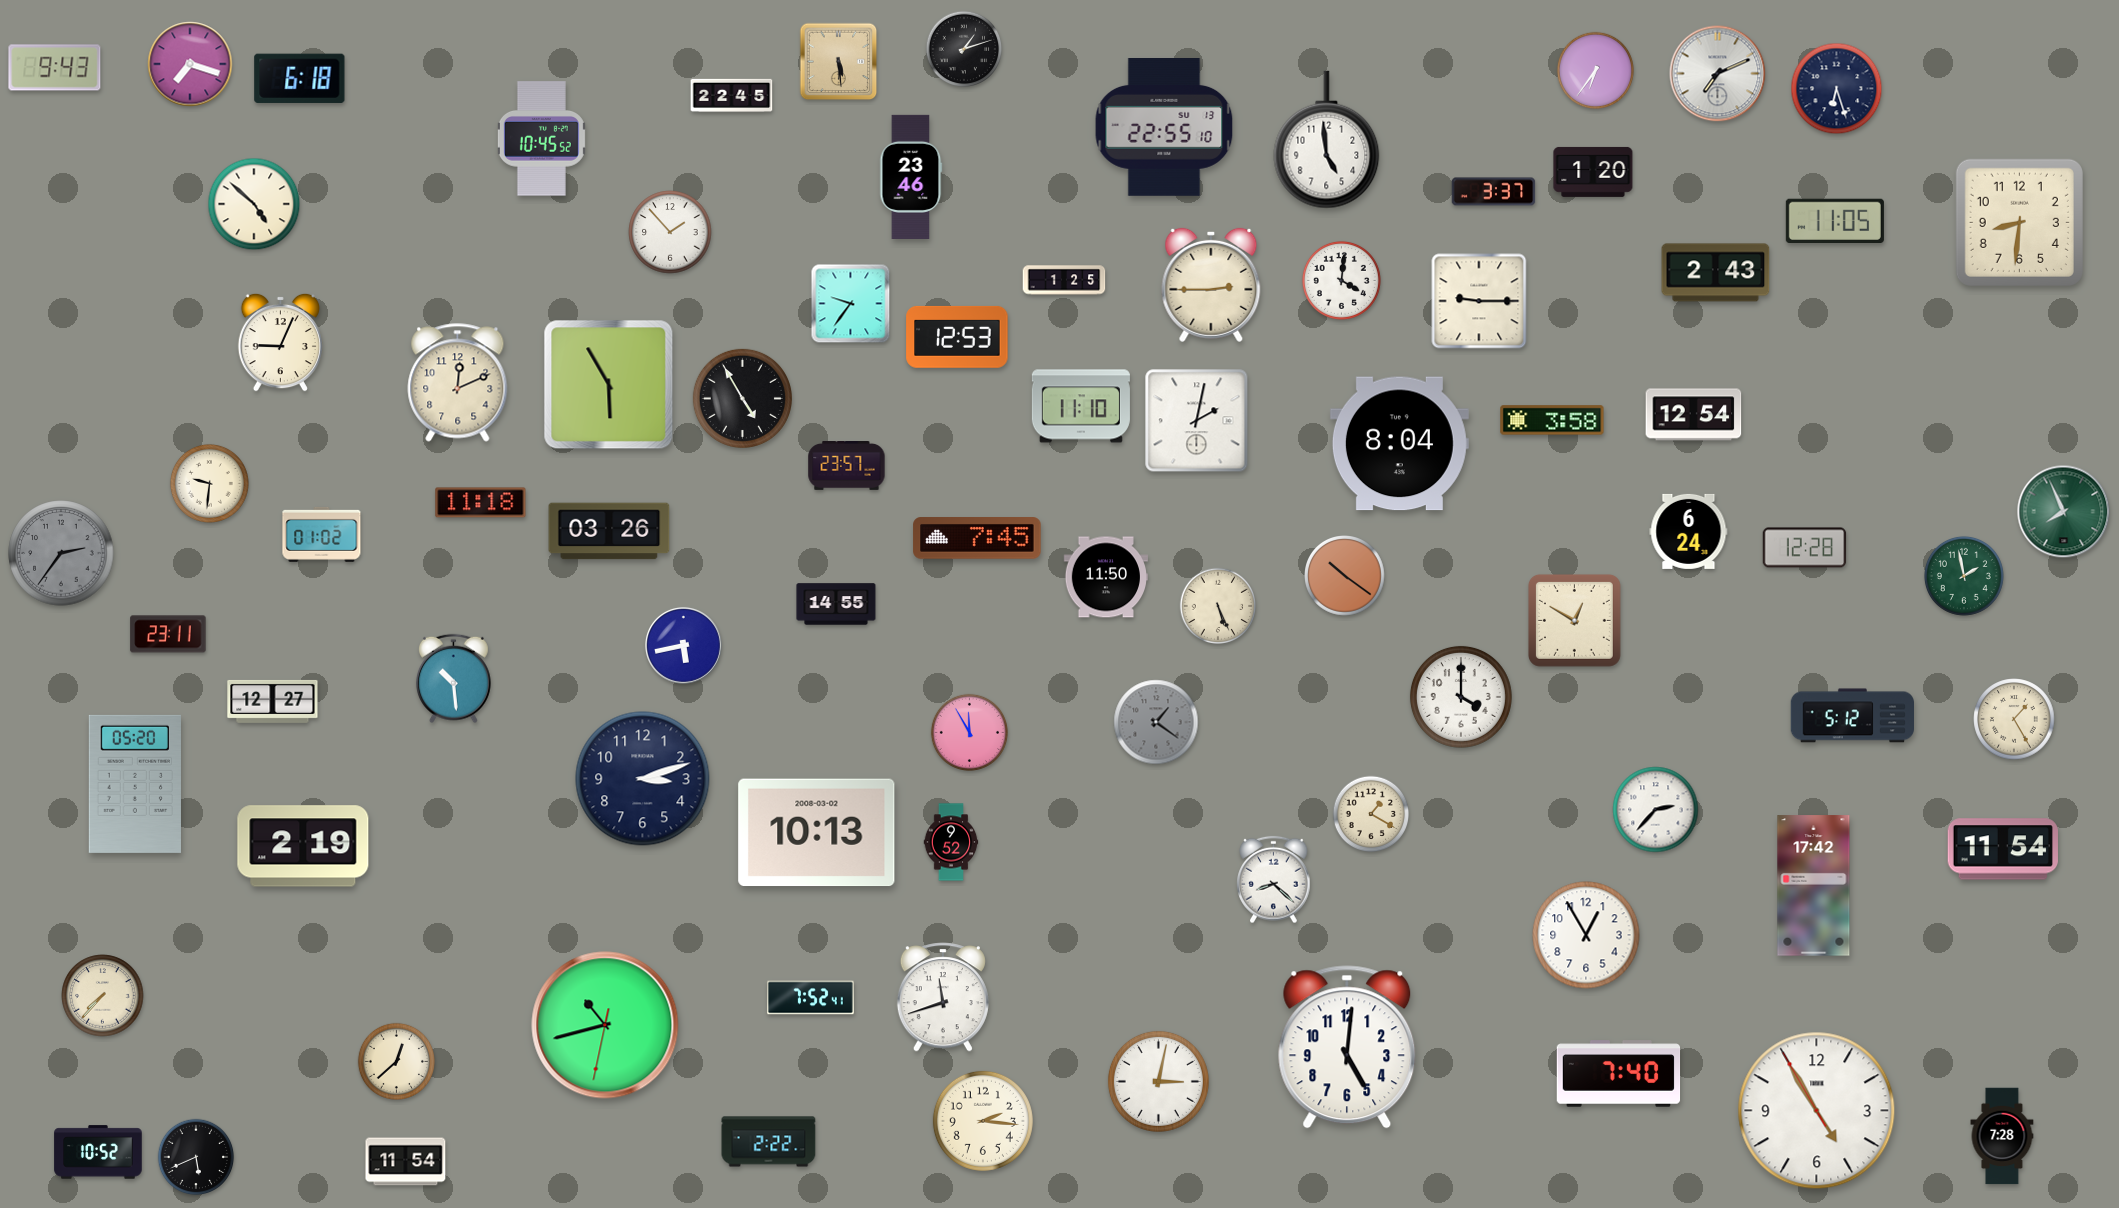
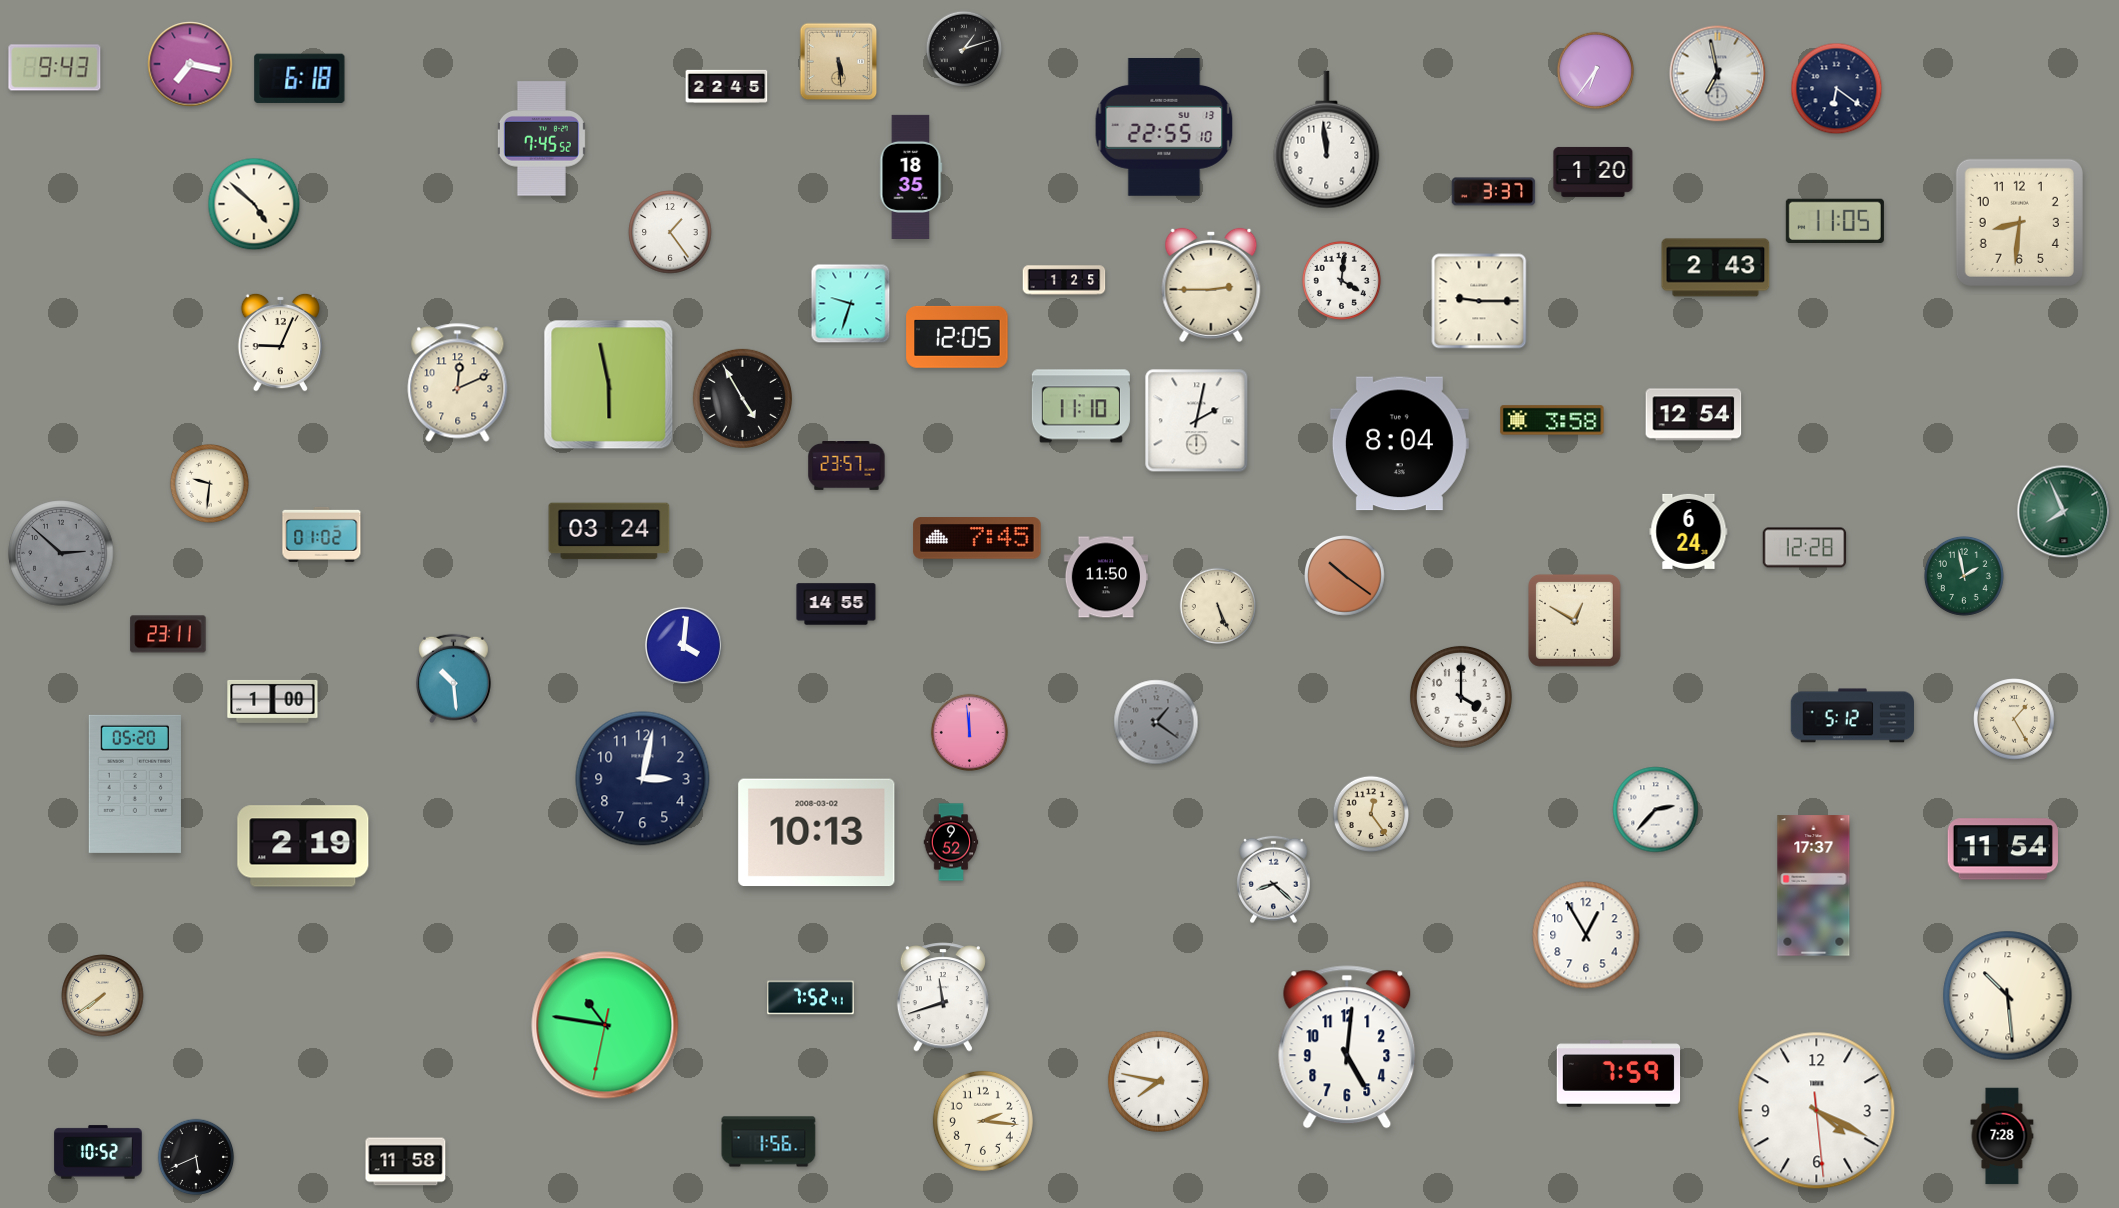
clock at (190, 64): 7:18 -> 7:17
clock at (1718, 74): 7:11 -> 6:58
clock at (1837, 89): 6:27 -> 6:21
clock at (732, 95) position: (732, 95) -> (727, 86)
clock at (541, 139): 10:45 -> 7:45
clock at (1327, 140): 4:59 -> 11:59
clock at (911, 177): 23:46 -> 18:35
clock at (670, 232): 1:53 -> 1:24
clock at (1716, 273) position: (1716, 273) -> (1716, 268)
clock at (851, 304): 9:36 -> 9:33
clock at (957, 337): 12:53 -> 12:05
clock at (609, 385): 5:55 -> 5:58
clock at (481, 503): 11:18 -> none
clock at (609, 531): 03:26 -> 03:24
clock at (61, 553): 2:36 -> 2:52
clock at (684, 646): 5:43 -> 4:01
clock at (273, 701): 12:27 -> 1:00
clock at (969, 732): 11:55 -> 11:59
clock at (643, 779): 3:12 -> 3:02
clock at (1371, 814): 1:20 -> 12:24
clock at (1814, 886): 17:42 -> 17:37
clock at (103, 996): 7:37 -> 7:39
clock at (2008, 996): none -> 10:29
clock at (605, 1025): 10:42 -> 10:46
clock at (396, 1061): 12:38 -> none
clock at (1619, 1074): 7:40 -> 7:59
clock at (1158, 1081): 3:02 -> 7:47
clock at (1817, 1111): 4:54 -> 4:19
clock at (769, 1142): 2:22 -> 1:56
clock at (406, 1162): 11:54 -> 11:58
